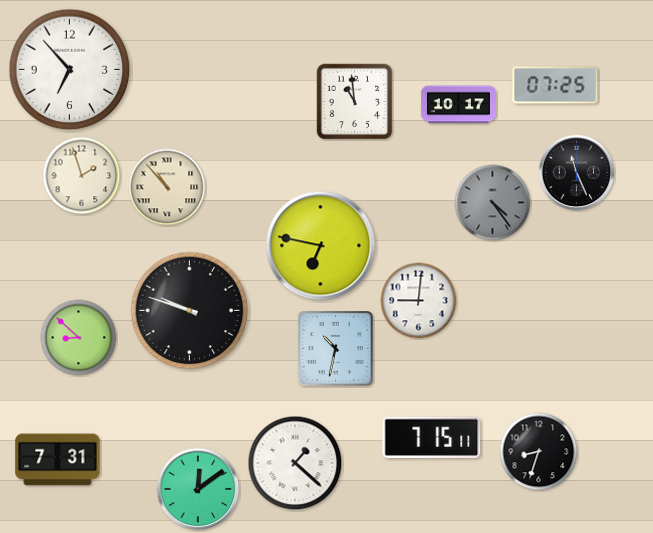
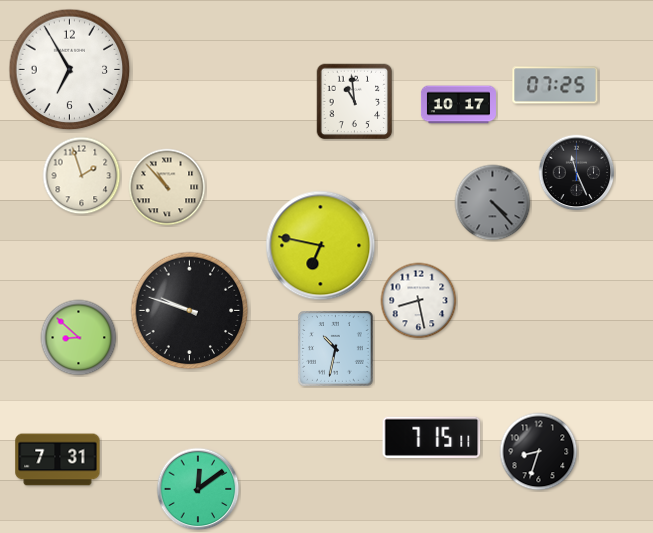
clock at (70, 70): 6:53 -> 6:55
clock at (493, 203): 4:24 -> 4:23
clock at (419, 301): 9:01 -> 8:28
clock at (295, 463): 1:22 -> none
